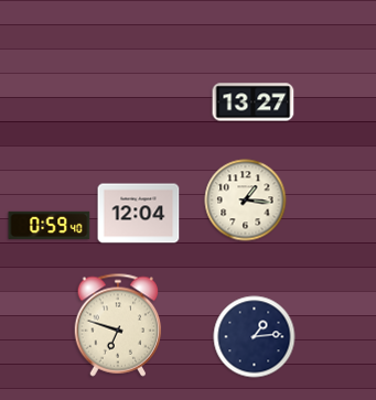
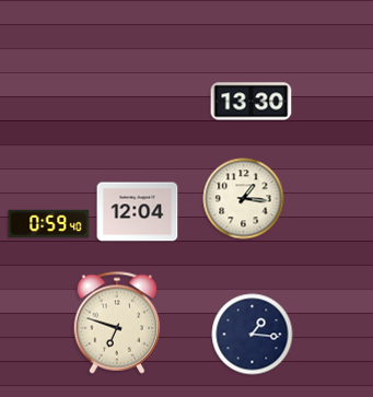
clock at (254, 102): 13:27 -> 13:30
clock at (255, 337): 1:14 -> 1:16
